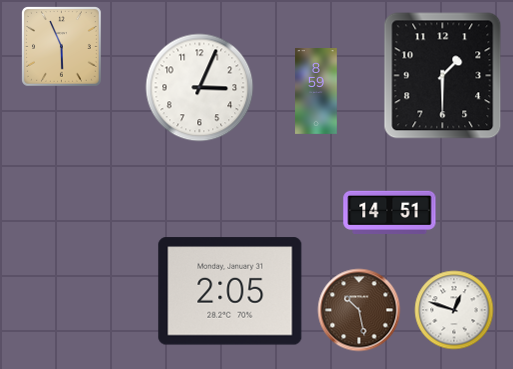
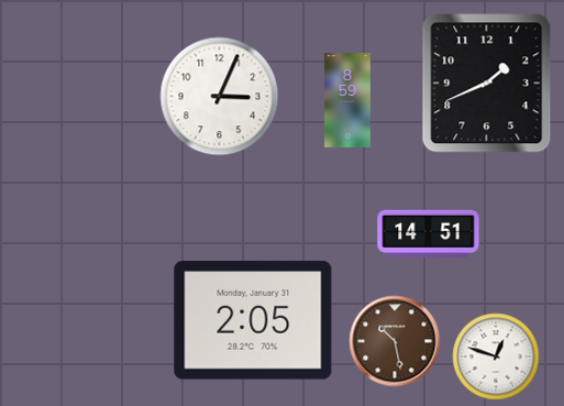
clock at (62, 47): 5:56 -> none
clock at (443, 76): 1:30 -> 1:41
clock at (454, 310) position: (454, 310) -> (496, 356)
